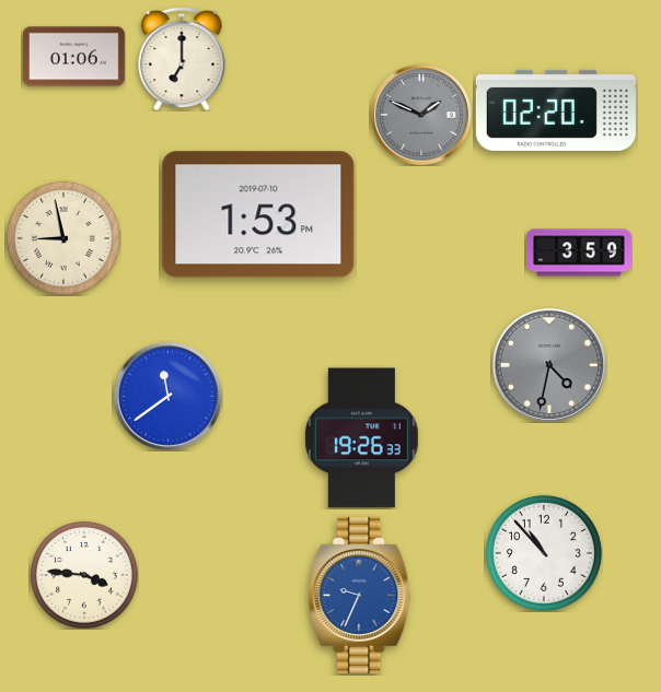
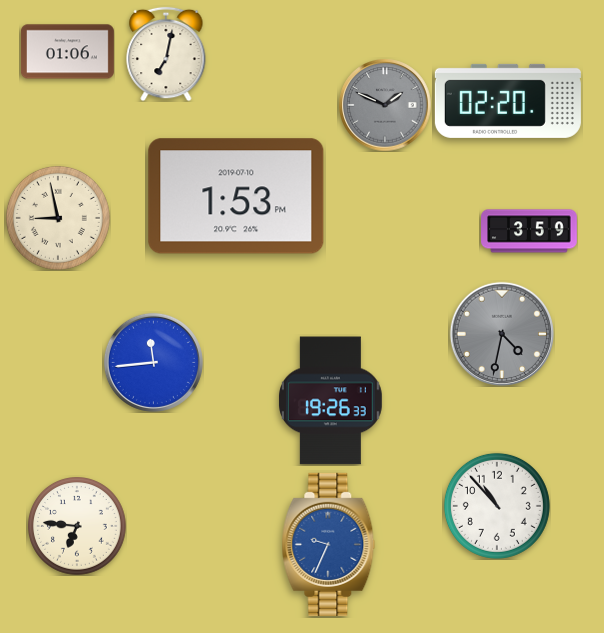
clock at (182, 59): 7:00 -> 7:02
clock at (167, 396): 11:39 -> 11:44
clock at (85, 576): 3:46 -> 6:46
